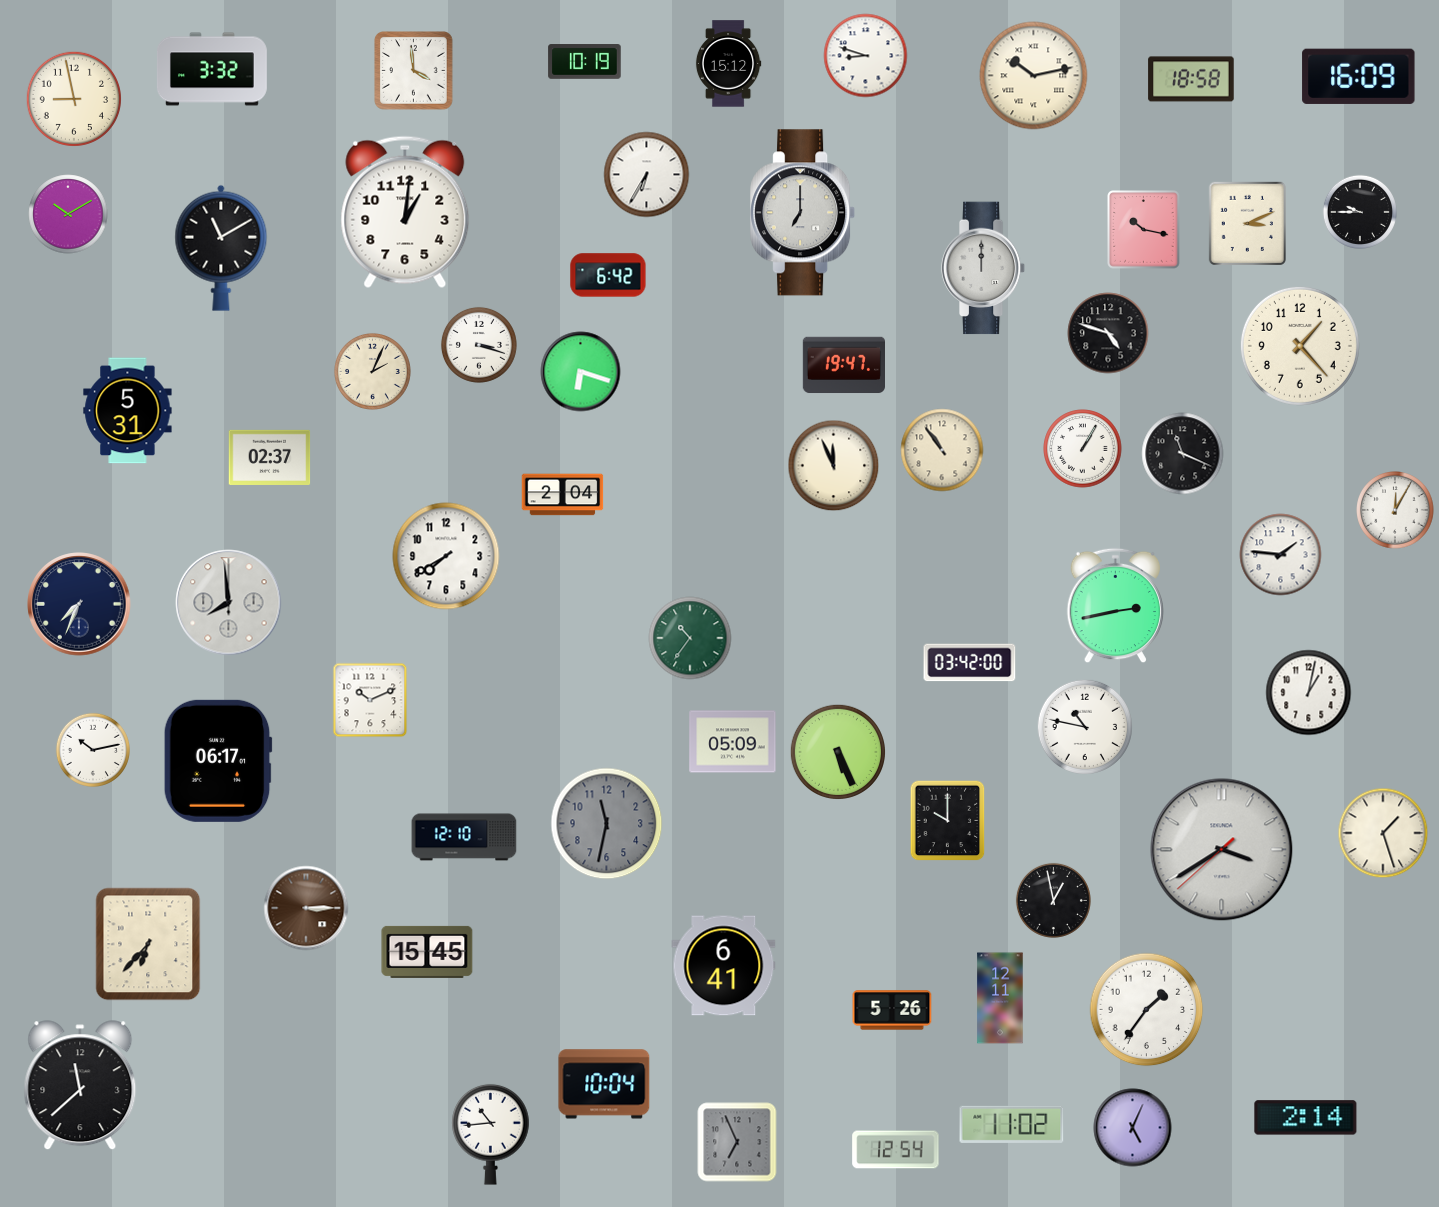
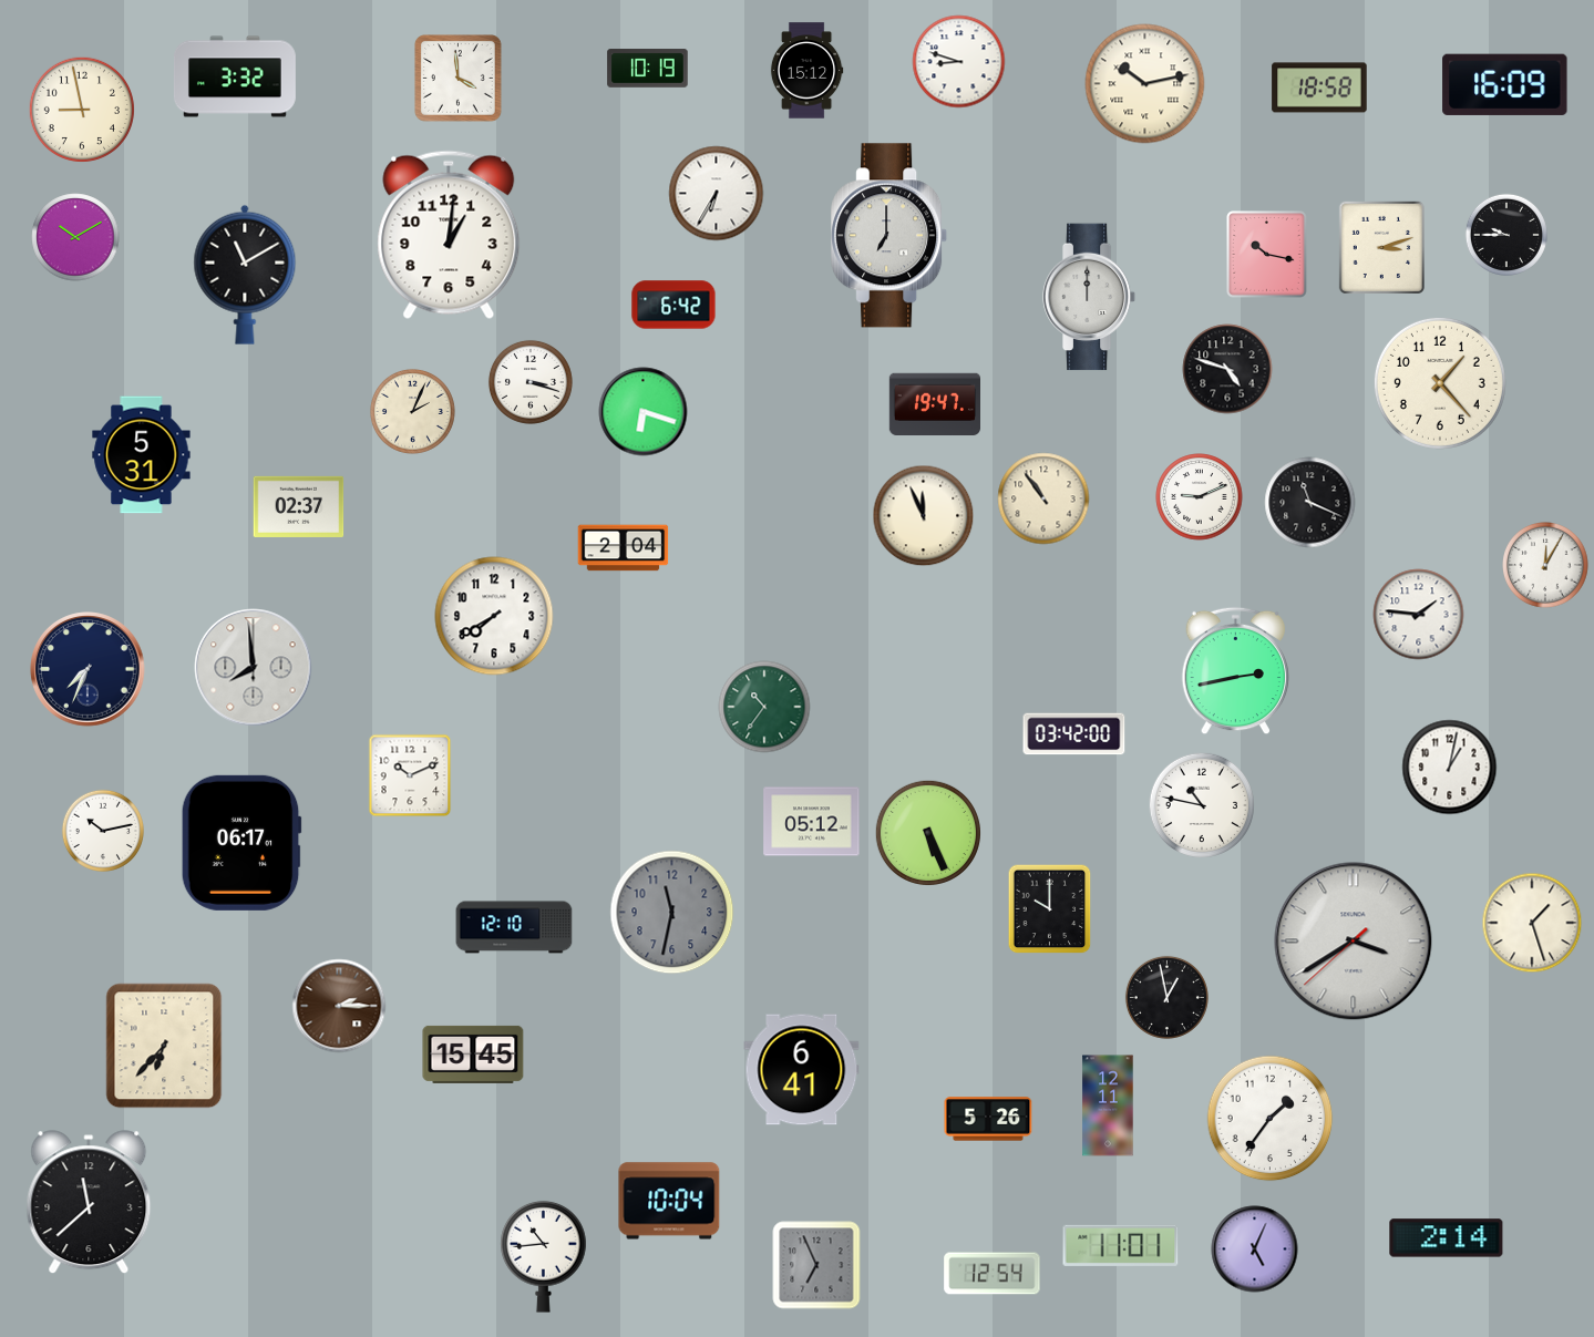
clock at (1247, 223): 3:11 -> 3:12
clock at (1083, 449): 1:05 -> 9:11
clock at (733, 742): 05:09 -> 05:12
clock at (306, 908): 3:15 -> 2:15
clock at (1012, 1124): 11:02 -> 11:01
